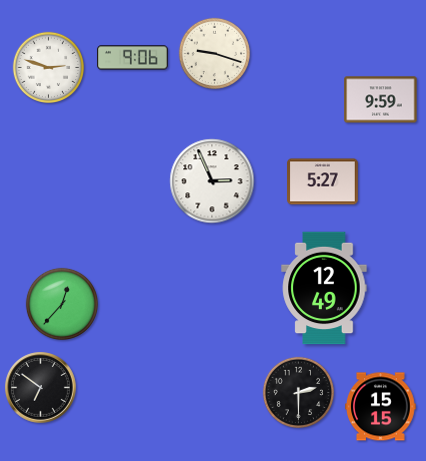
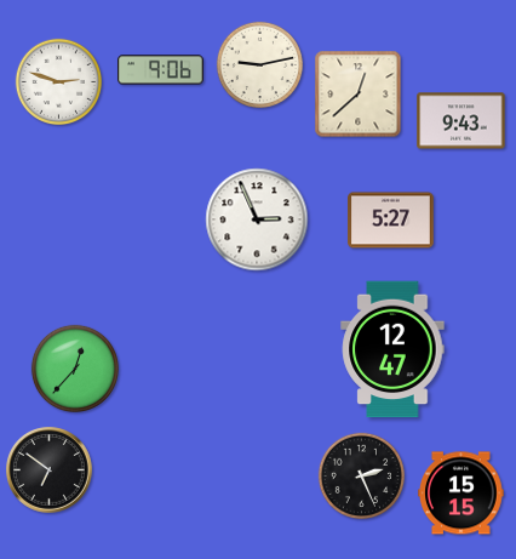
clock at (215, 54): 9:18 -> 9:13
clock at (359, 95): none -> 12:38
clock at (381, 100): 9:59 -> 9:43
clock at (324, 288): 12:49 -> 12:47
clock at (299, 393): 2:30 -> 2:26
